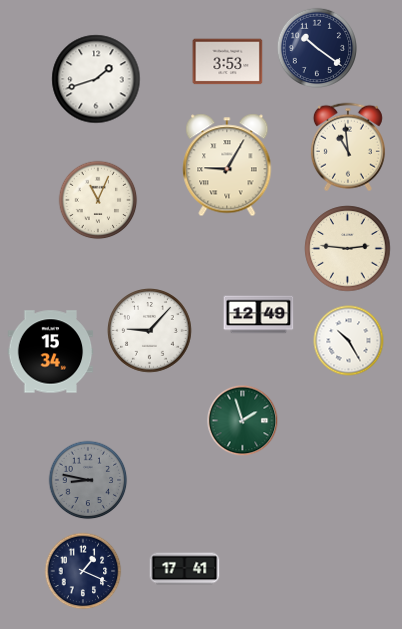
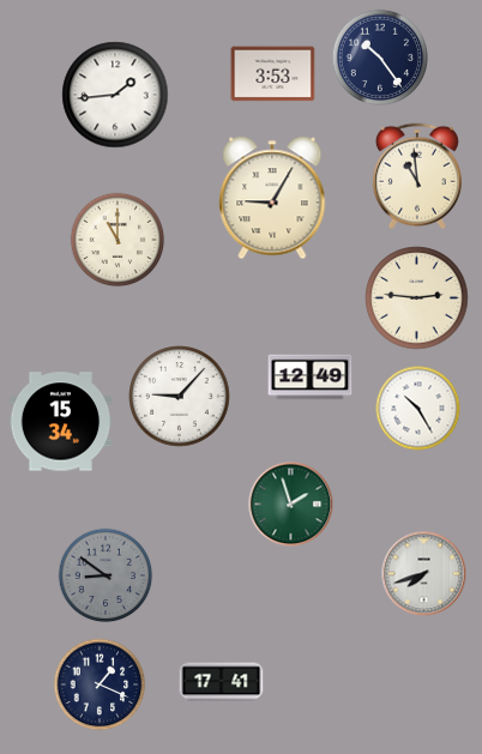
clock at (316, 47): 10:21 -> 10:24
clock at (96, 79): 1:42 -> 1:44
clock at (98, 200): 11:04 -> 11:00
clock at (424, 574): none -> 7:42
clock at (88, 480): 8:47 -> 8:51
